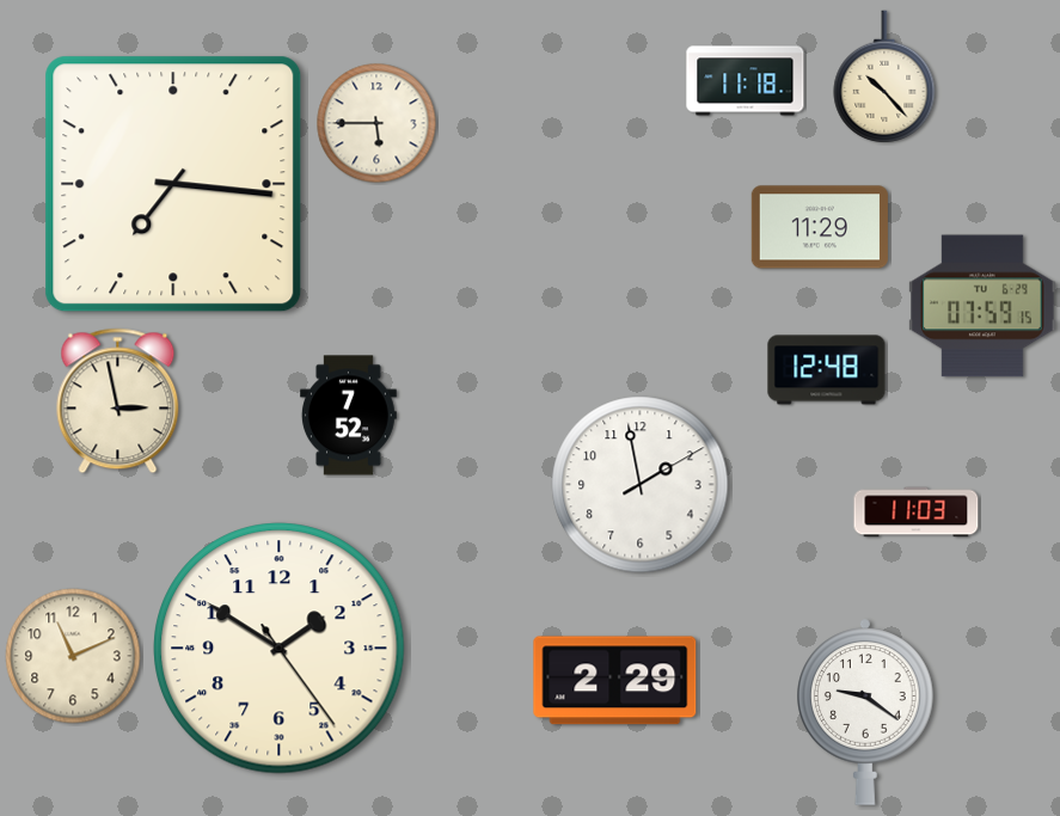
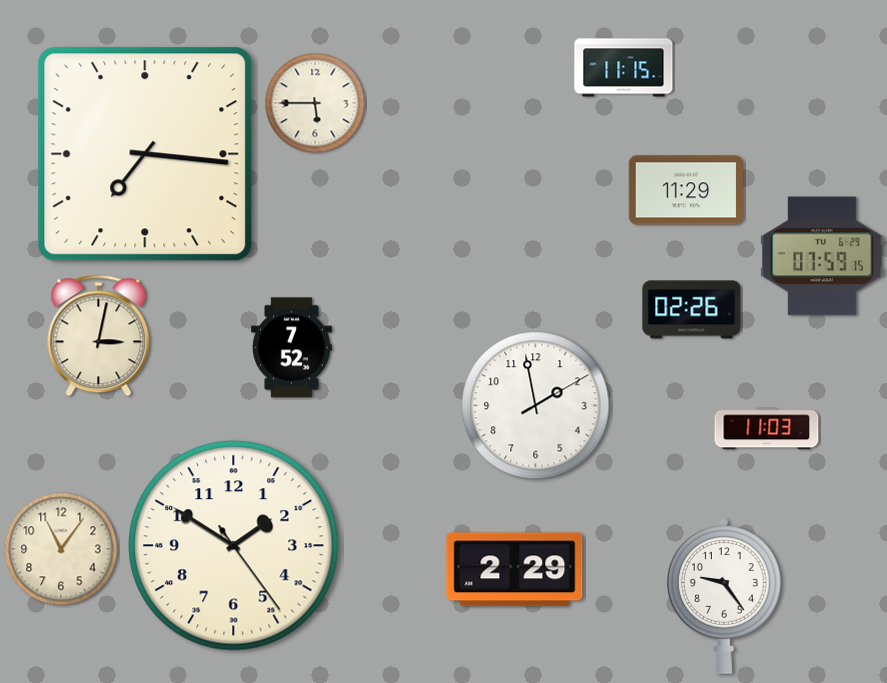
clock at (884, 76): 10:23 -> none
clock at (746, 81): 11:18 -> 11:15
clock at (827, 370): 12:48 -> 02:26
clock at (118, 401): 2:58 -> 3:02
clock at (280, 649) position: (280, 649) -> (234, 546)
clock at (73, 656): 11:11 -> 11:06
clock at (865, 712): 9:21 -> 9:24
